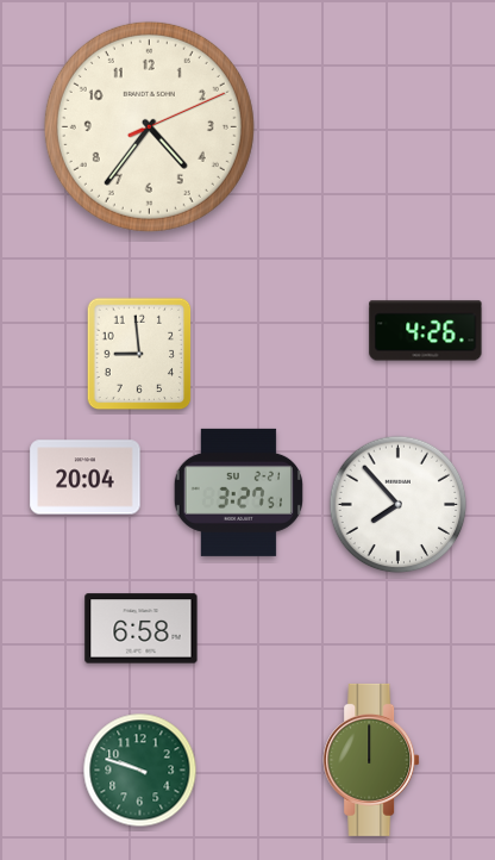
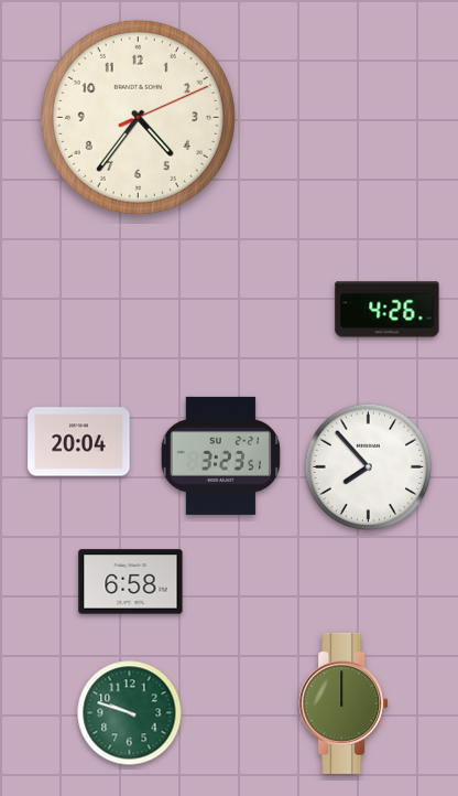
clock at (426, 331) position: (426, 331) -> (388, 310)
clock at (139, 354): 8:59 -> none
clock at (238, 492): 3:27 -> 3:23
